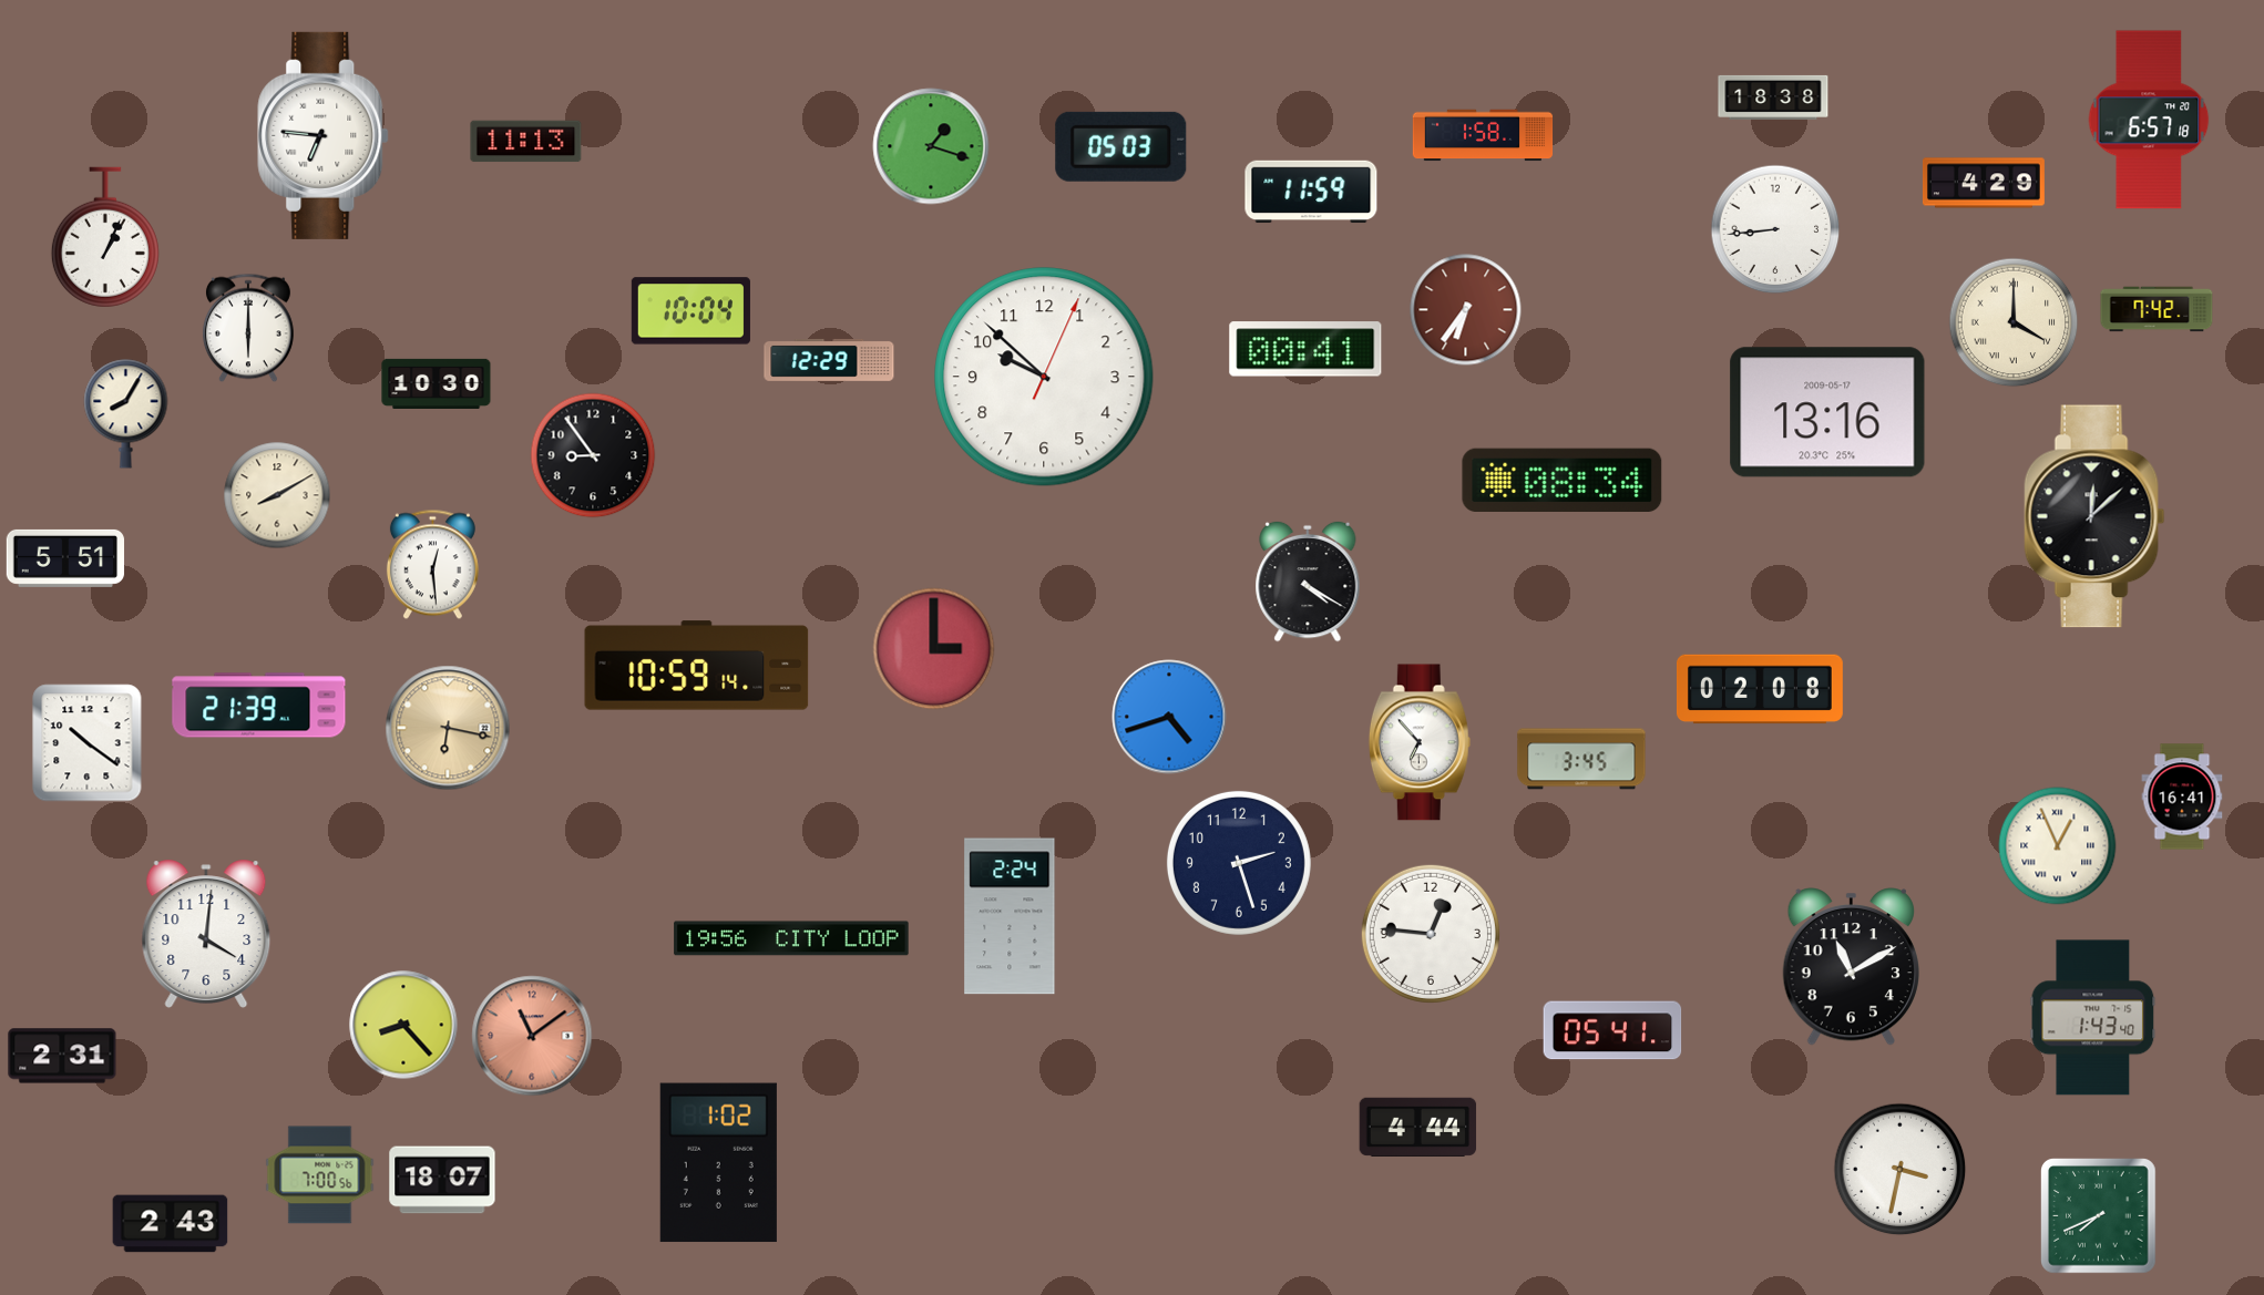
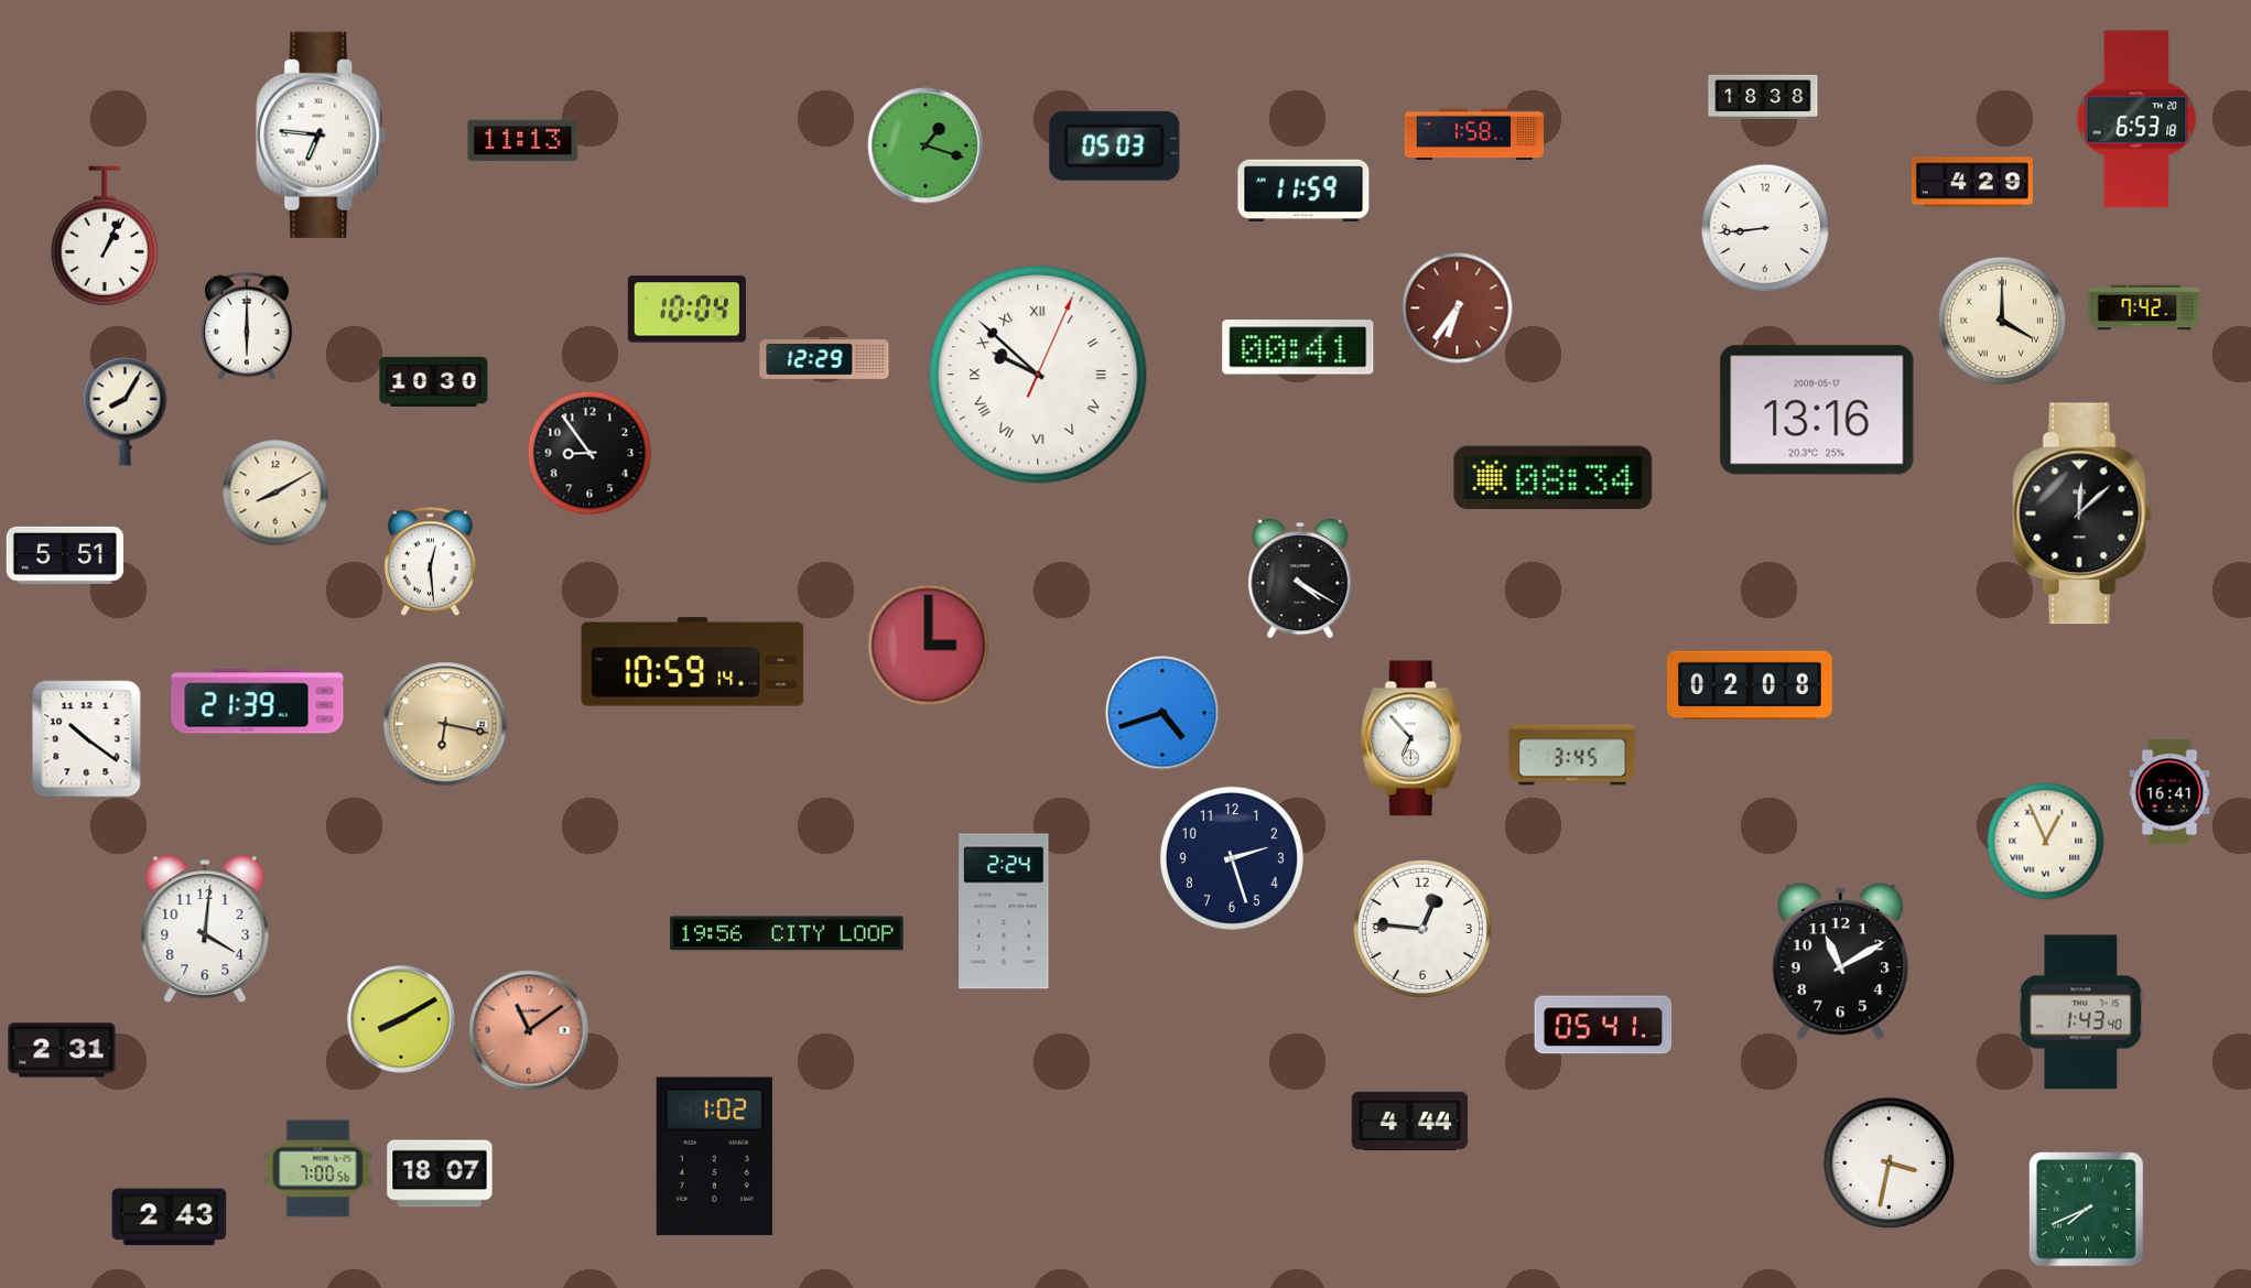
clock at (2149, 120): 6:57 -> 6:53
clock at (1044, 377) numerals: Arabic -> Roman
clock at (403, 1025): 8:23 -> 8:10
